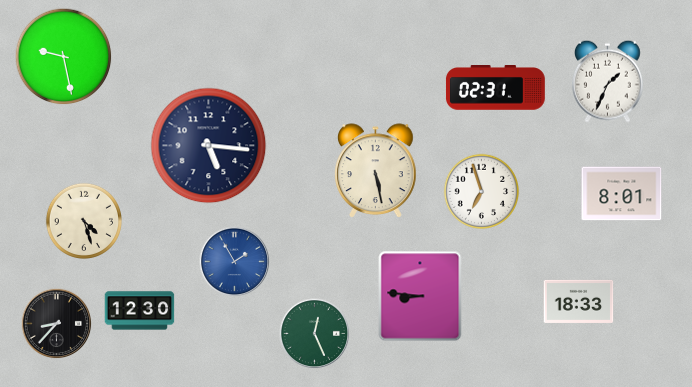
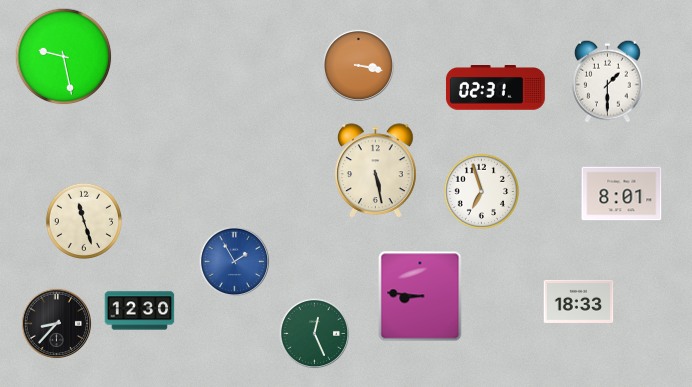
clock at (358, 65): none -> 3:17
clock at (608, 81): 1:34 -> 1:30
clock at (209, 146): 5:16 -> none
clock at (84, 221): 4:27 -> 11:27
